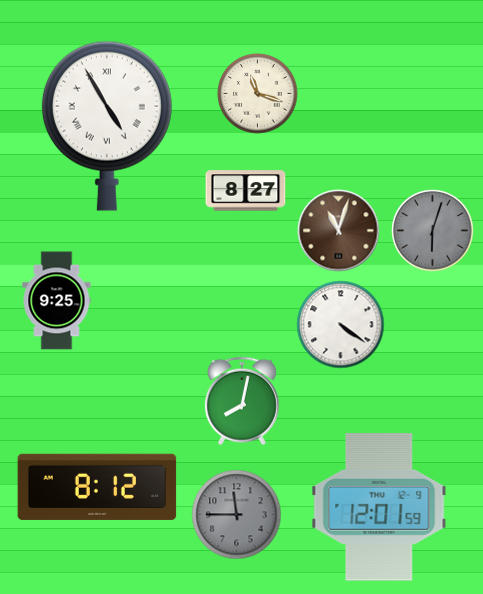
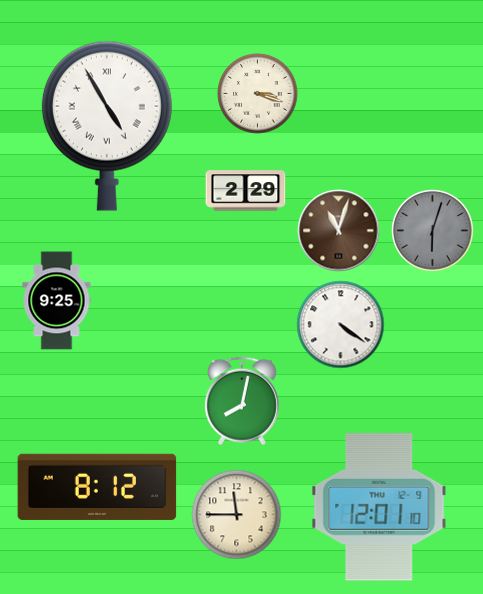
clock at (258, 94): 11:18 -> 3:18
clock at (246, 191): 8:27 -> 2:29
clock at (379, 507): 12:01:59 -> 12:01:10
clock at (237, 515) dial: grey -> cream
